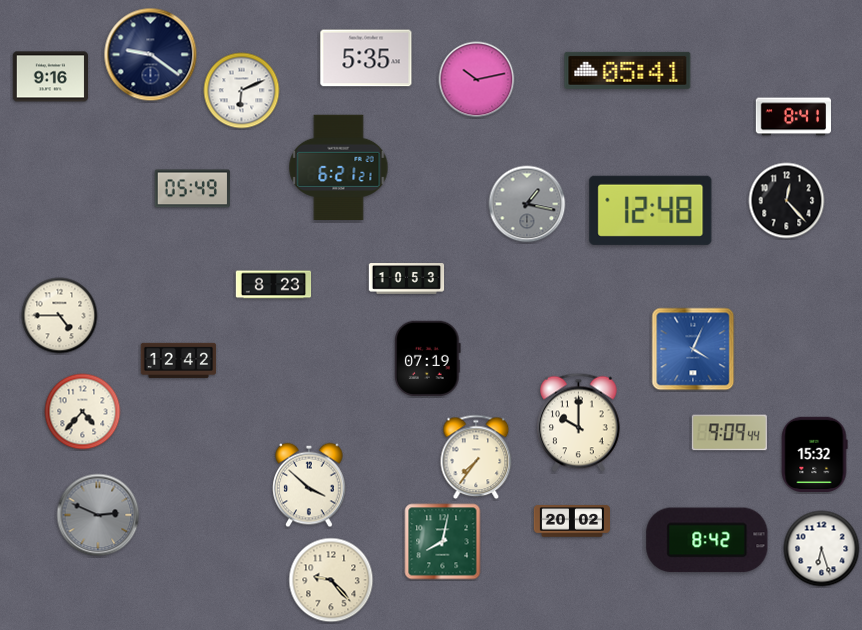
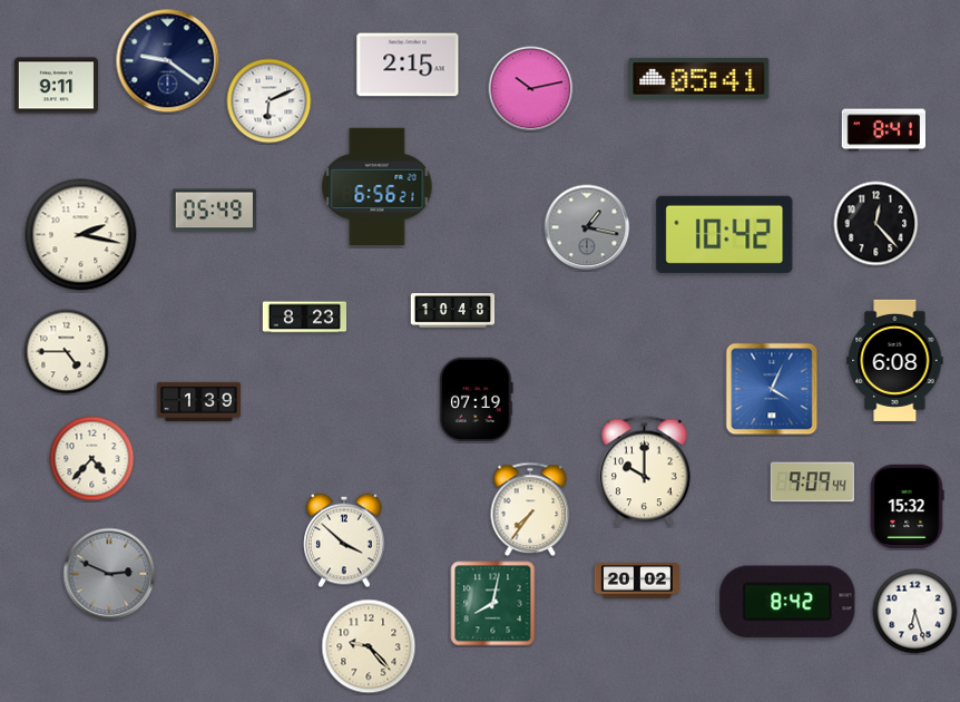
clock at (366, 58): 5:35 -> 2:15
clock at (50, 77): 9:16 -> 9:11
clock at (339, 168): 6:21 -> 6:56
clock at (651, 210): 12:48 -> 10:42
clock at (81, 235): none -> 2:17
clock at (407, 279): 10:53 -> 10:48
clock at (895, 360): none -> 6:08
clock at (179, 360): 12:42 -> 1:39
